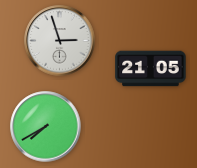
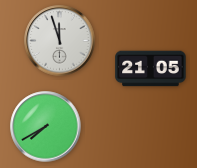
clock at (60, 41): 2:57 -> 11:57
